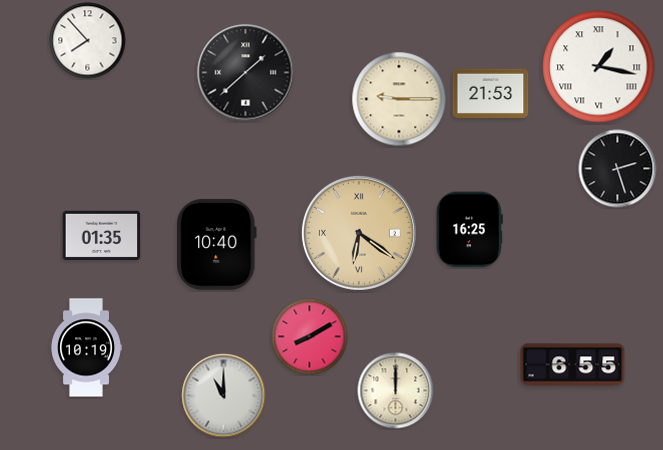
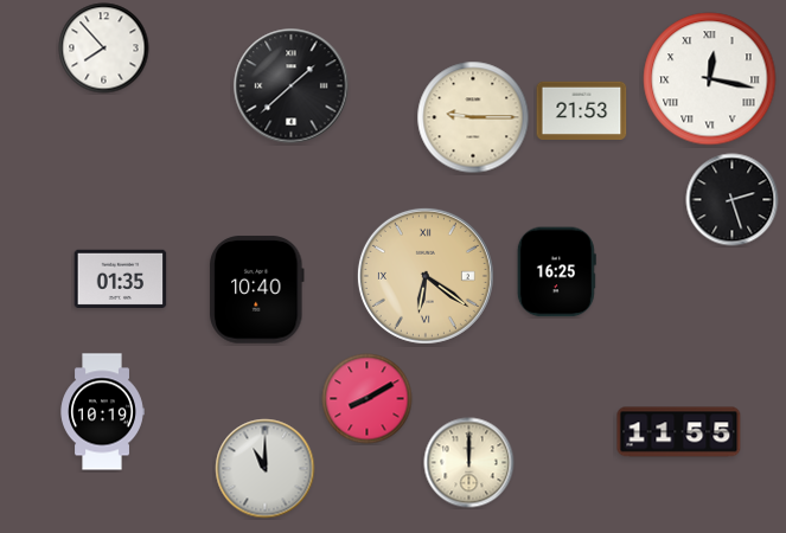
clock at (599, 67): 1:17 -> 12:17
clock at (573, 365): 6:55 -> 11:55
